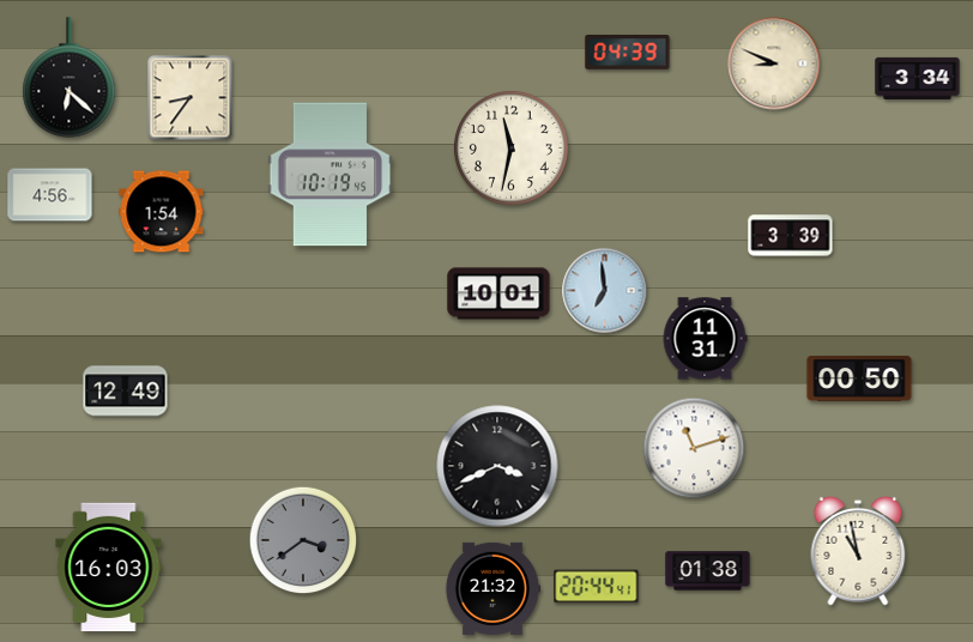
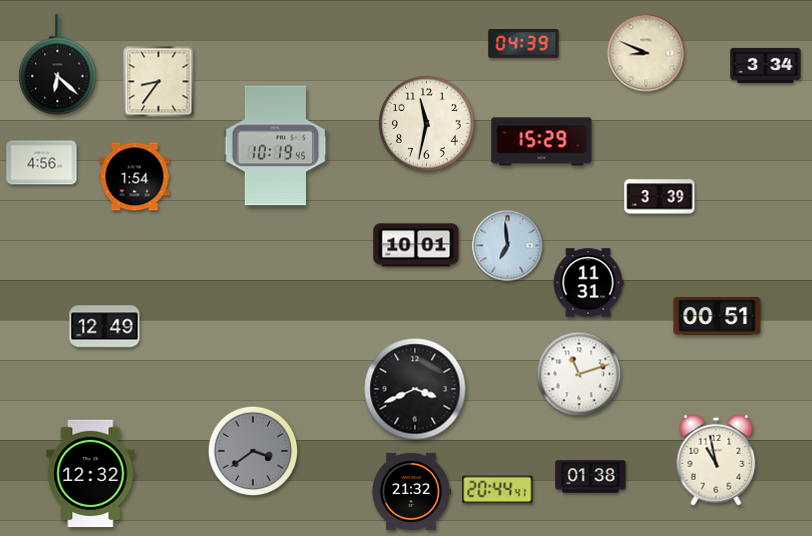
clock at (542, 142): none -> 15:29
clock at (605, 291) position: (605, 291) -> (508, 246)
clock at (859, 378): 00:50 -> 00:51
clock at (109, 568): 16:03 -> 12:32
